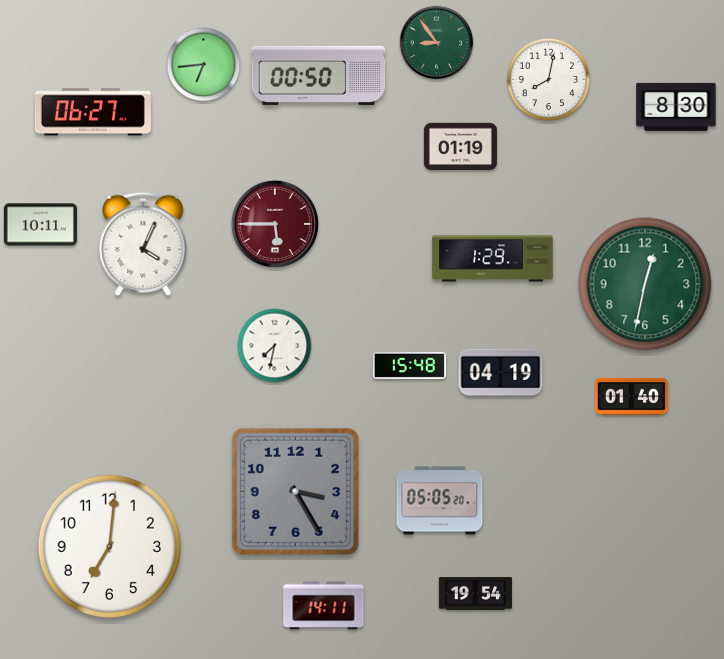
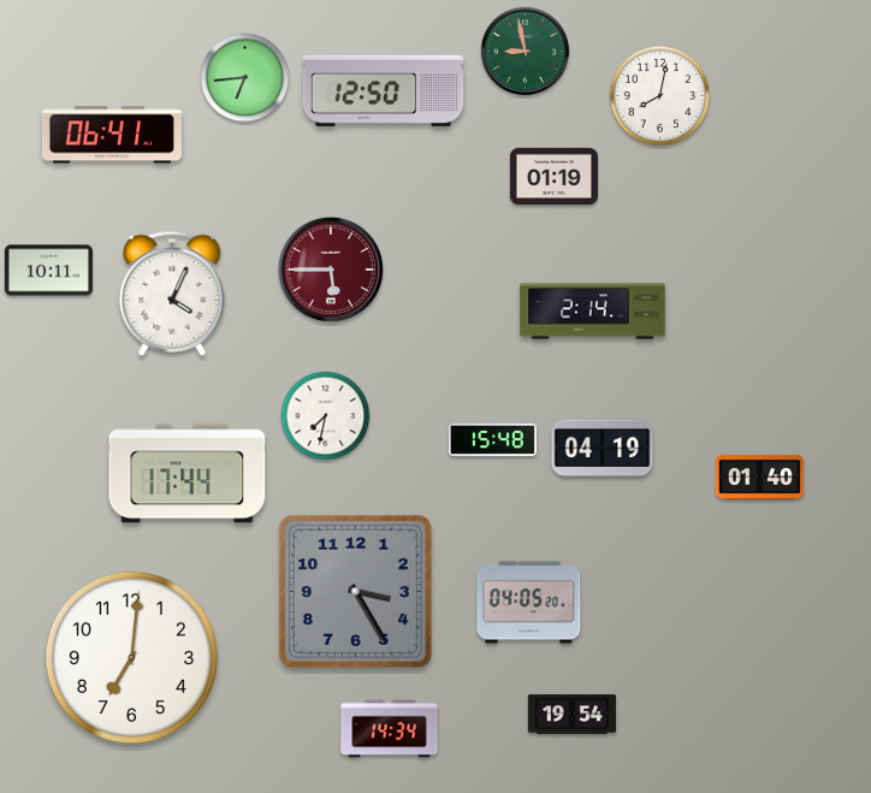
clock at (437, 43): 8:54 -> 8:58
clock at (319, 75): 00:50 -> 12:50
clock at (676, 107): 8:30 -> none
clock at (93, 112): 06:27 -> 06:41
clock at (493, 259): 1:29 -> 2:14
clock at (645, 284): 12:32 -> none
clock at (275, 346) position: (275, 346) -> (326, 416)
clock at (188, 474): none -> 17:44
clock at (440, 501): 05:05 -> 04:05
clock at (324, 606): 14:11 -> 14:34
